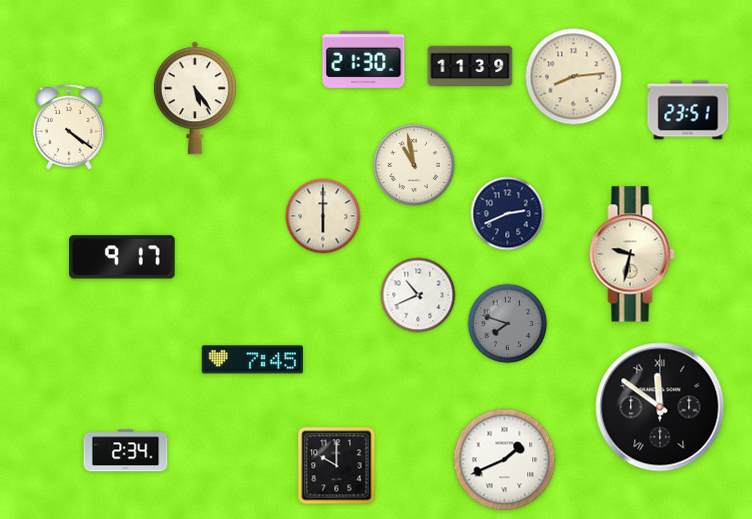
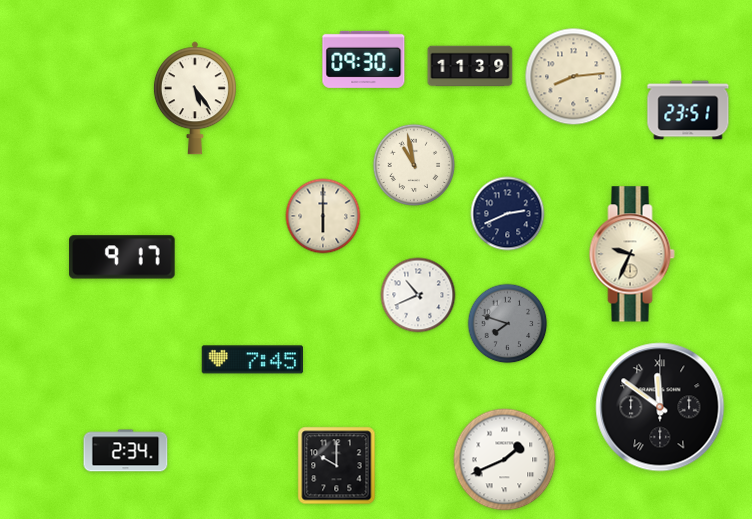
clock at (364, 59): 21:30 -> 09:30
clock at (69, 127): 4:21 -> none
clock at (632, 254): 9:32 -> 9:34
